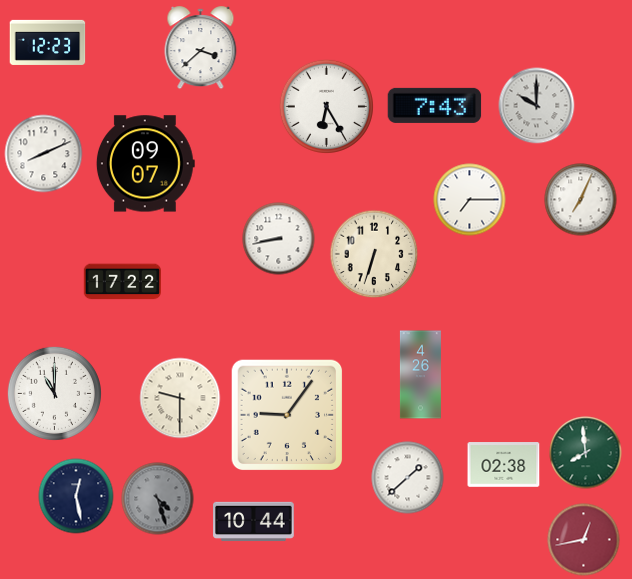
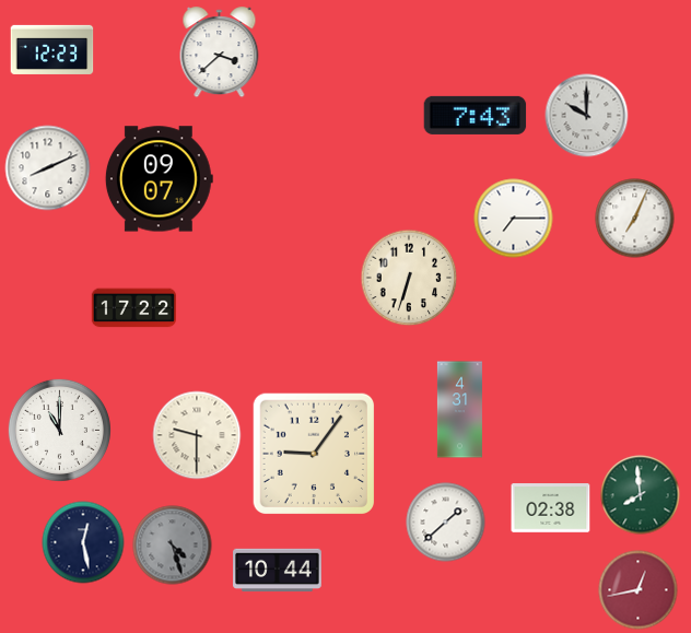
clock at (48, 42) position: (48, 42) -> (52, 49)
clock at (326, 106): 6:25 -> none
clock at (279, 239): 8:43 -> none
clock at (420, 375): 4:26 -> 4:31
